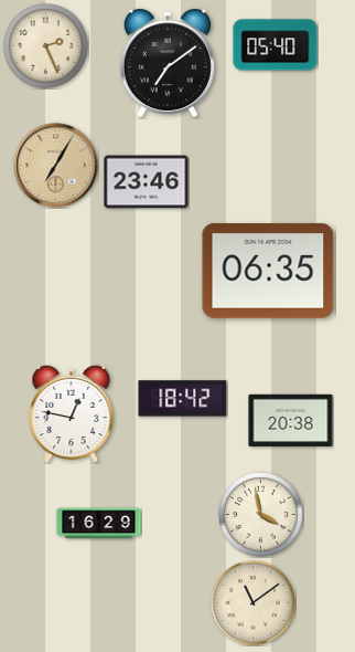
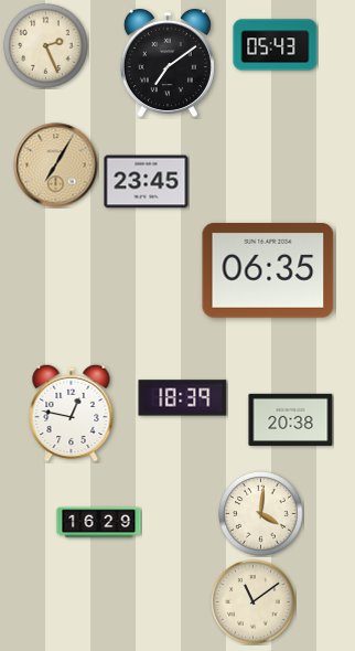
clock at (276, 45): 05:40 -> 05:43
clock at (147, 182): 23:46 -> 23:45
clock at (183, 399): 18:42 -> 18:39
clock at (261, 515): 3:58 -> 4:01
